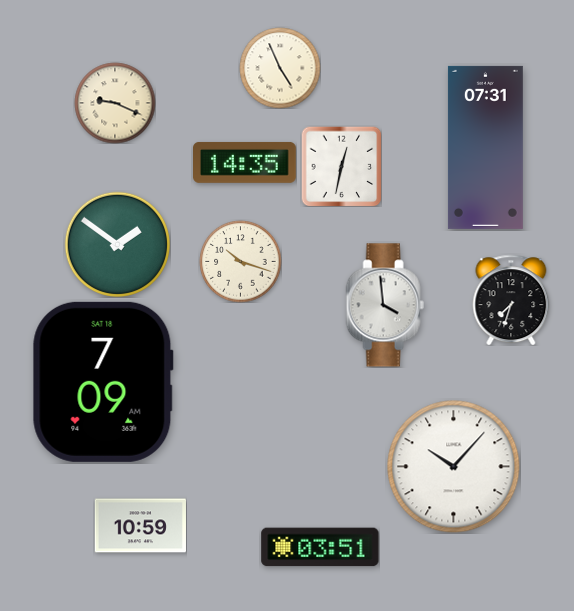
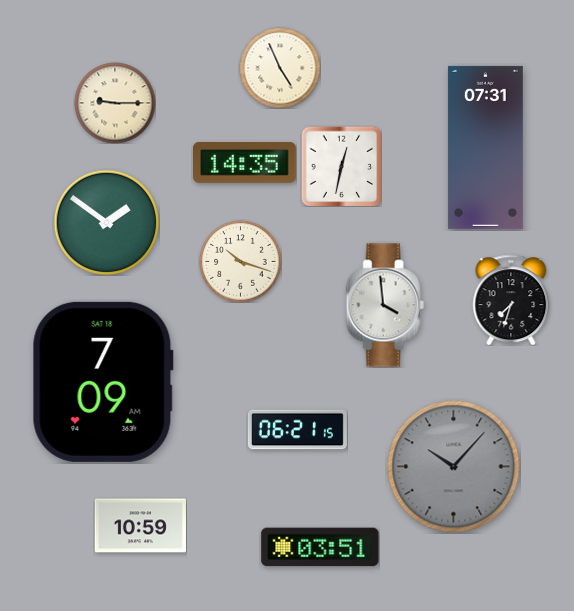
clock at (115, 103): 9:19 -> 9:15
clock at (117, 244) position: (117, 244) -> (106, 222)
clock at (297, 430): none -> 06:21
clock at (454, 467) dial: white -> grey
